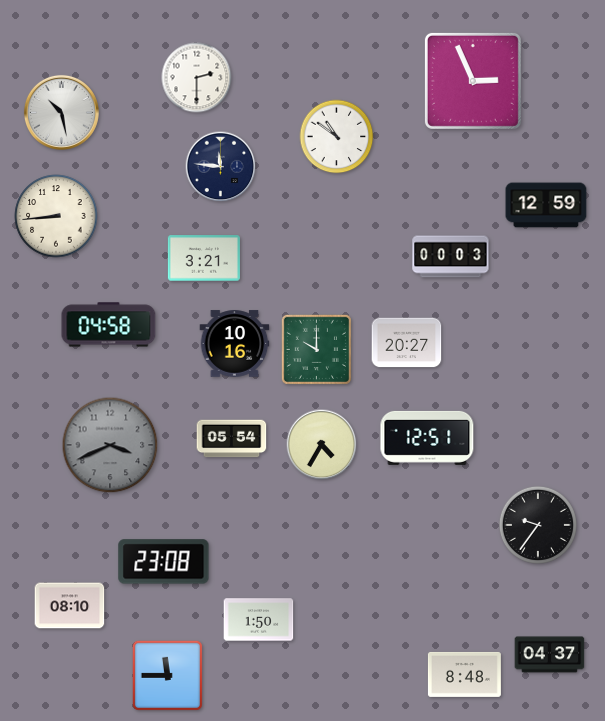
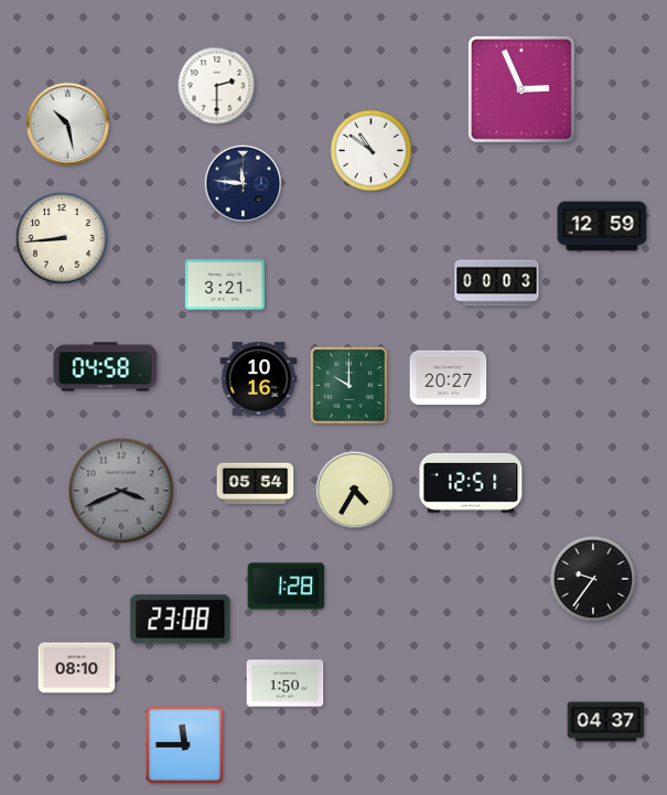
clock at (109, 325) position: (109, 325) -> (106, 367)
clock at (287, 587): none -> 1:28
clock at (464, 674): 8:48 -> none
